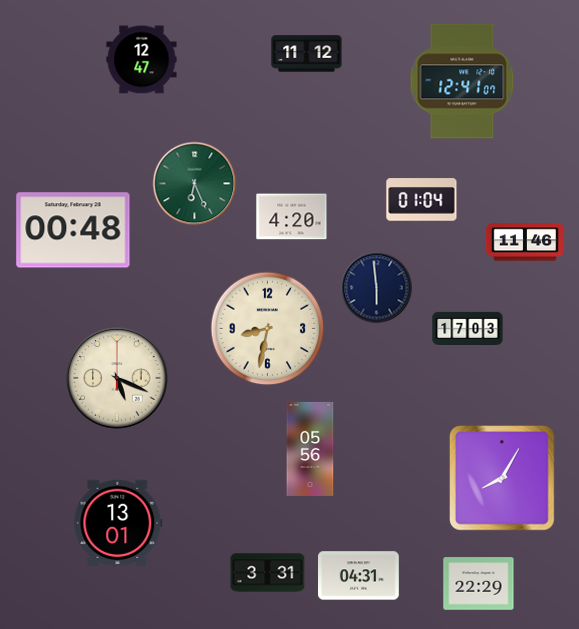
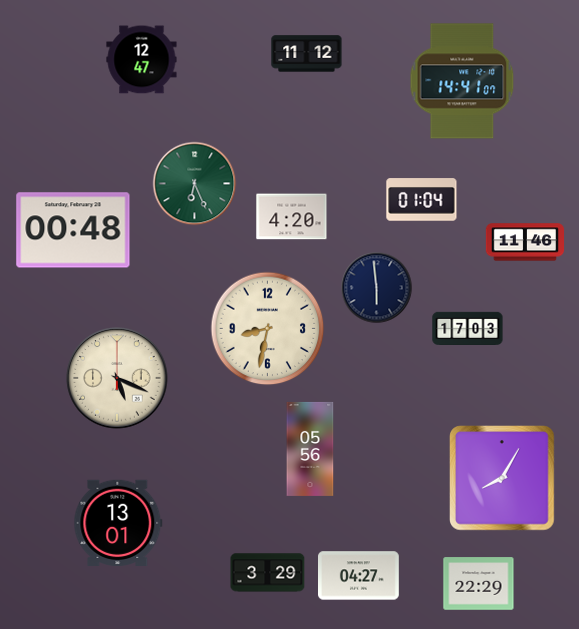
clock at (462, 81): 12:41 -> 14:41
clock at (268, 573): 3:31 -> 3:29
clock at (359, 576): 04:31 -> 04:27
